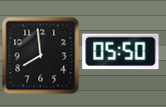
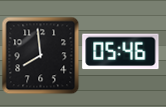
clock at (121, 52): 05:50 -> 05:46
